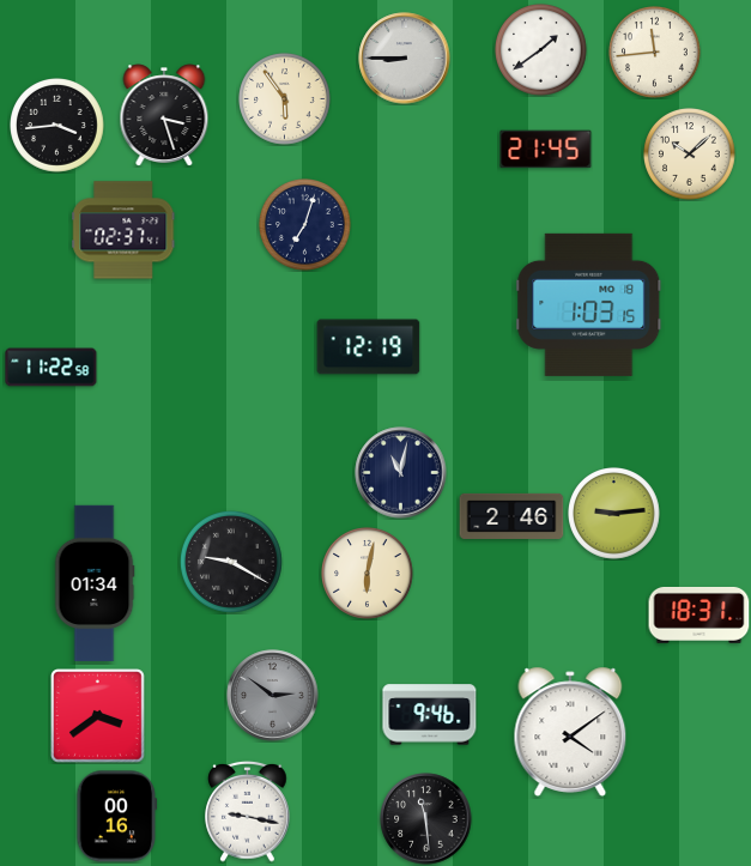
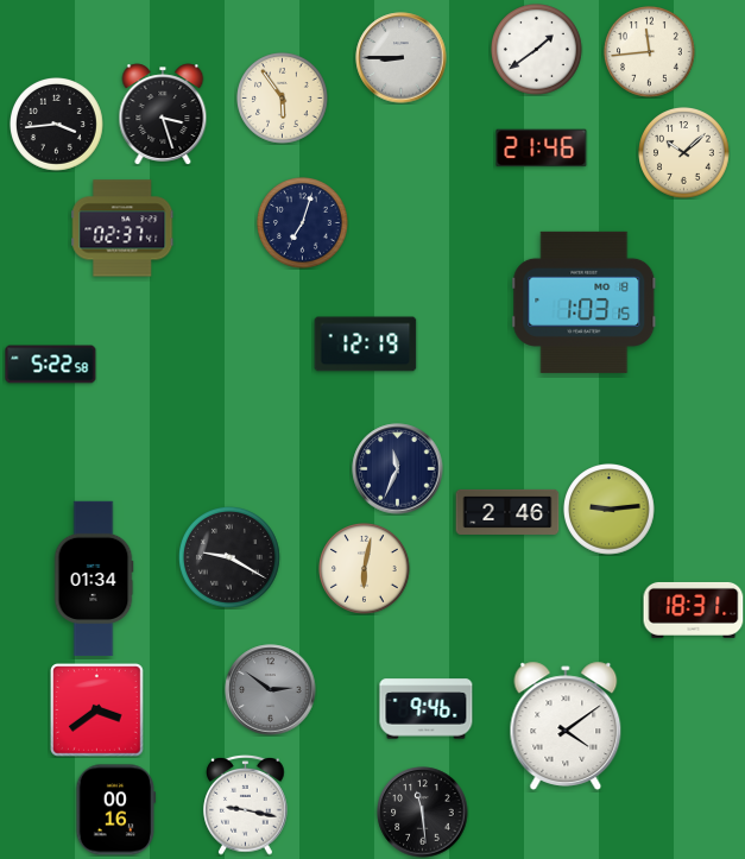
clock at (546, 150): 21:45 -> 21:46
clock at (52, 368): 11:22 -> 5:22
clock at (401, 473): 11:02 -> 11:34
